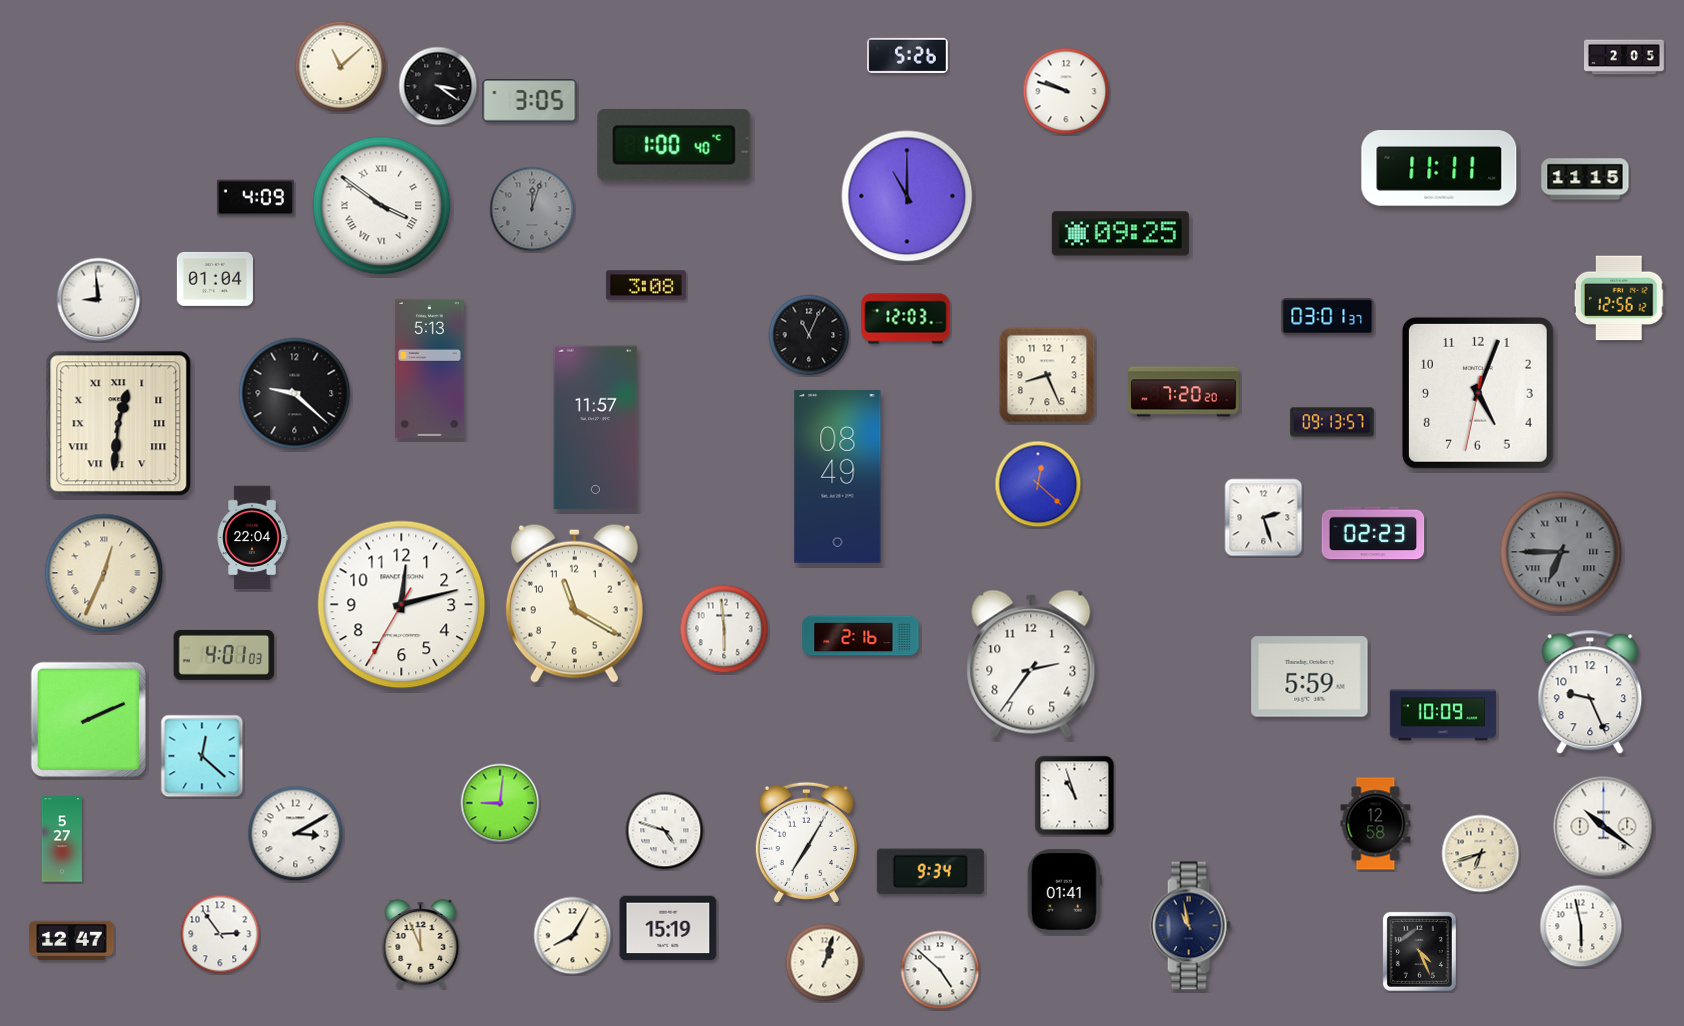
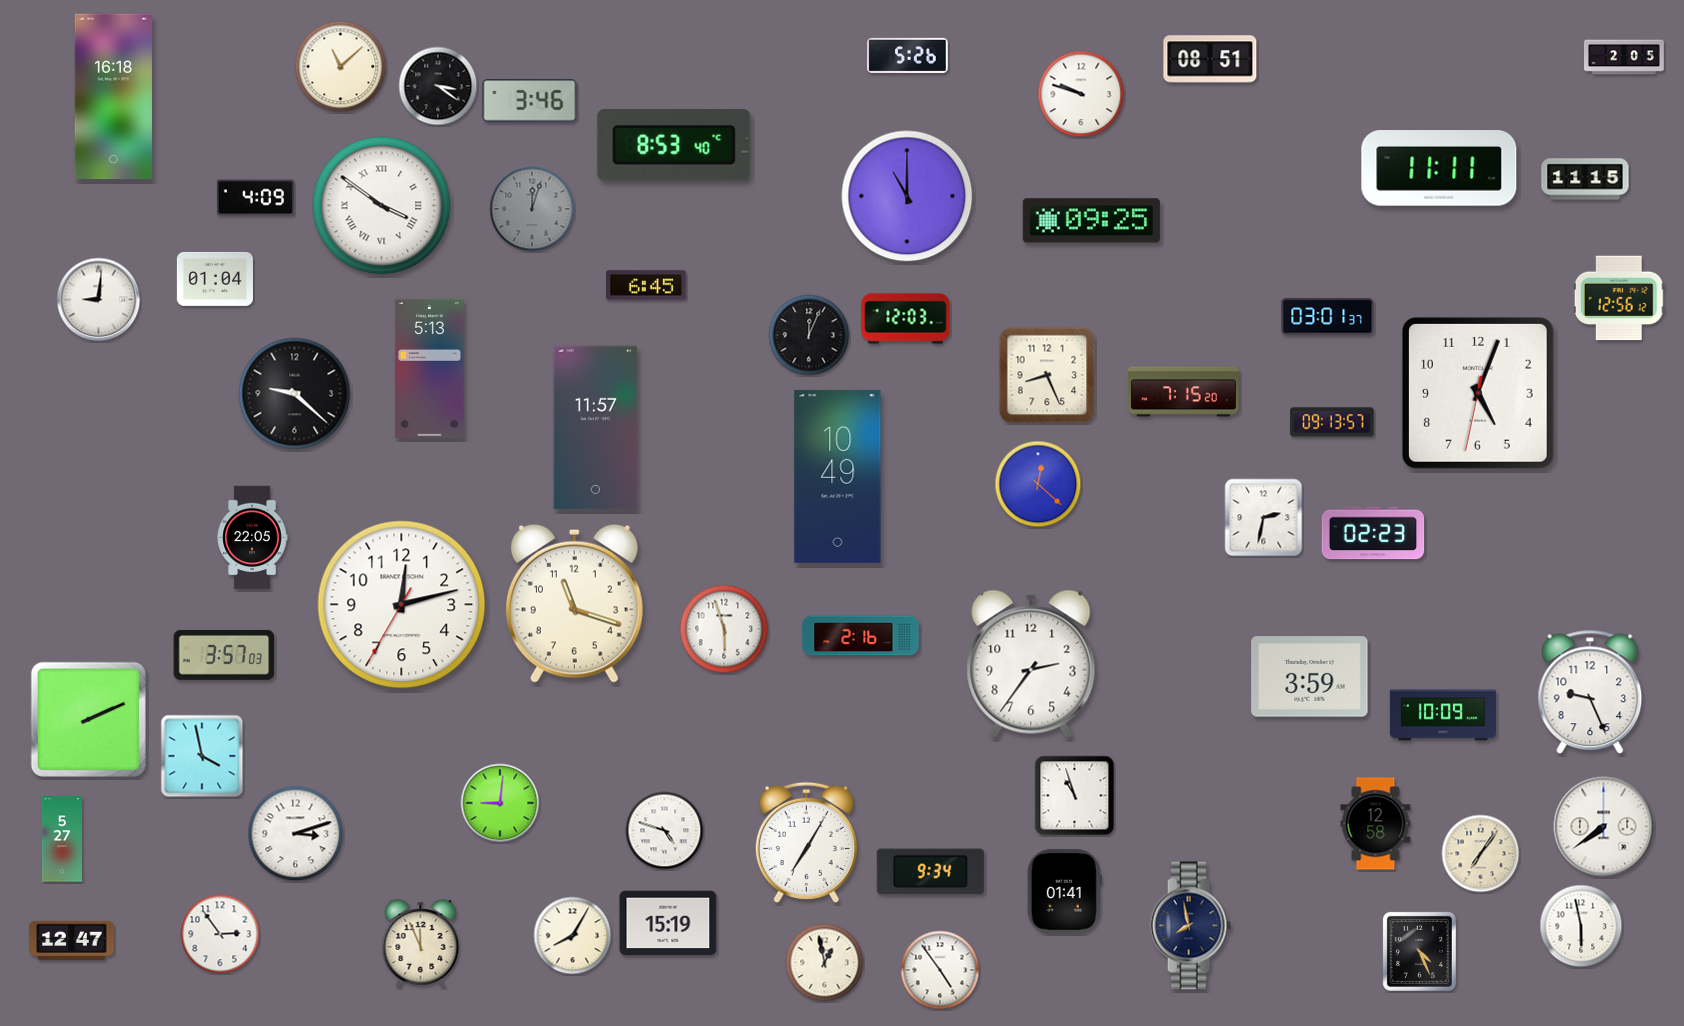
clock at (1210, 59): none -> 08:51
clock at (1066, 91) position: (1066, 91) -> (1081, 94)
clock at (113, 97): none -> 16:18
clock at (530, 101): 3:05 -> 3:46
clock at (674, 145): 1:00 -> 8:53
clock at (1120, 234) position: (1120, 234) -> (1091, 221)
clock at (647, 285): 3:08 -> 6:45
clock at (99, 300): 8:59 -> 9:01
clock at (809, 335): 11:04 -> 12:04
clock at (1184, 392): 7:20 -> 7:15
clock at (119, 424): 12:31 -> none
clock at (838, 476): 08:49 -> 10:49
clock at (1264, 518): 2:27 -> 2:32
clock at (252, 538): 22:04 -> 22:05
clock at (1561, 552): 6:45 -> none
clock at (104, 573): 12:34 -> none
clock at (574, 603): 11:20 -> 11:18
clock at (724, 629): 5:59 -> 5:57
clock at (224, 655): 4:01 -> 3:57
clock at (1310, 677): 5:59 -> 3:59
clock at (202, 756): 12:22 -> 3:58
clock at (1604, 827): 10:21 -> 7:39
clock at (296, 834): 3:10 -> 3:12
clock at (1481, 854): 6:42 -> 7:06
clock at (1190, 926): 10:58 -> 7:58
clock at (668, 928) position: (668, 928) -> (668, 923)
clock at (825, 963): 1:03 -> 12:58
clock at (940, 970): 4:52 -> 4:54
